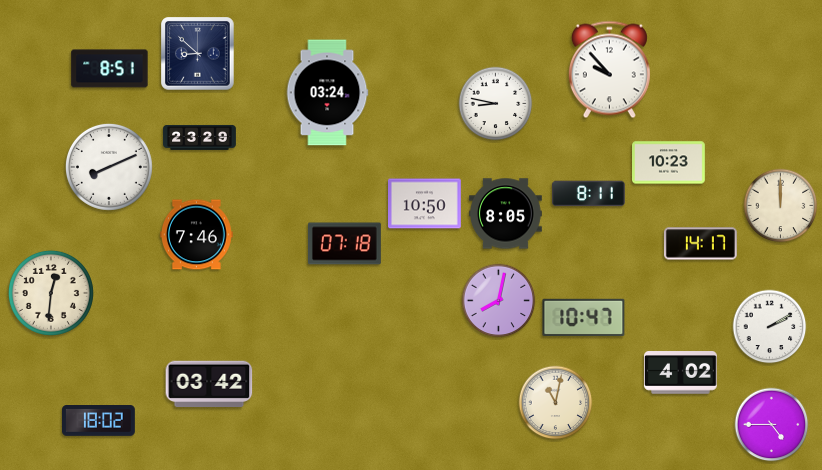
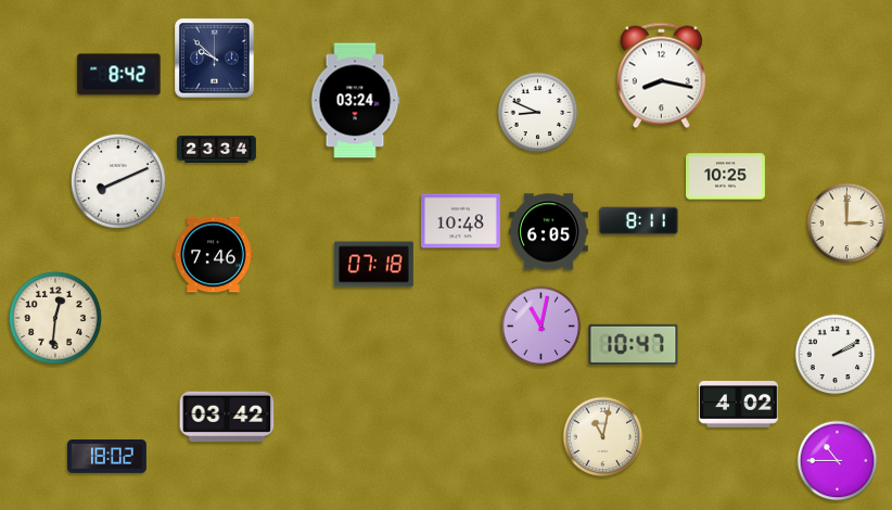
clock at (198, 54): 8:52 -> 9:52
clock at (110, 69): 8:51 -> 8:42
clock at (609, 70): 9:53 -> 8:17
clock at (496, 104): 8:47 -> 8:49
clock at (200, 137): 23:29 -> 23:34
clock at (669, 163): 10:23 -> 10:25
clock at (589, 194) position: (589, 194) -> (639, 221)
clock at (425, 204): 10:50 -> 10:48
clock at (781, 206): 12:00 -> 3:00
clock at (506, 214): 8:05 -> 6:05
clock at (701, 244): 14:17 -> none
clock at (499, 301): 8:02 -> 11:02
clock at (772, 425): 4:45 -> 10:45
